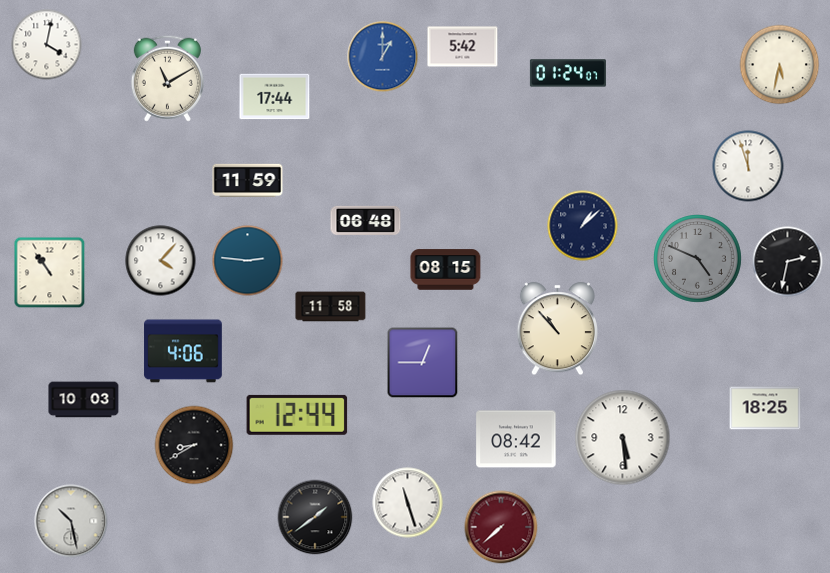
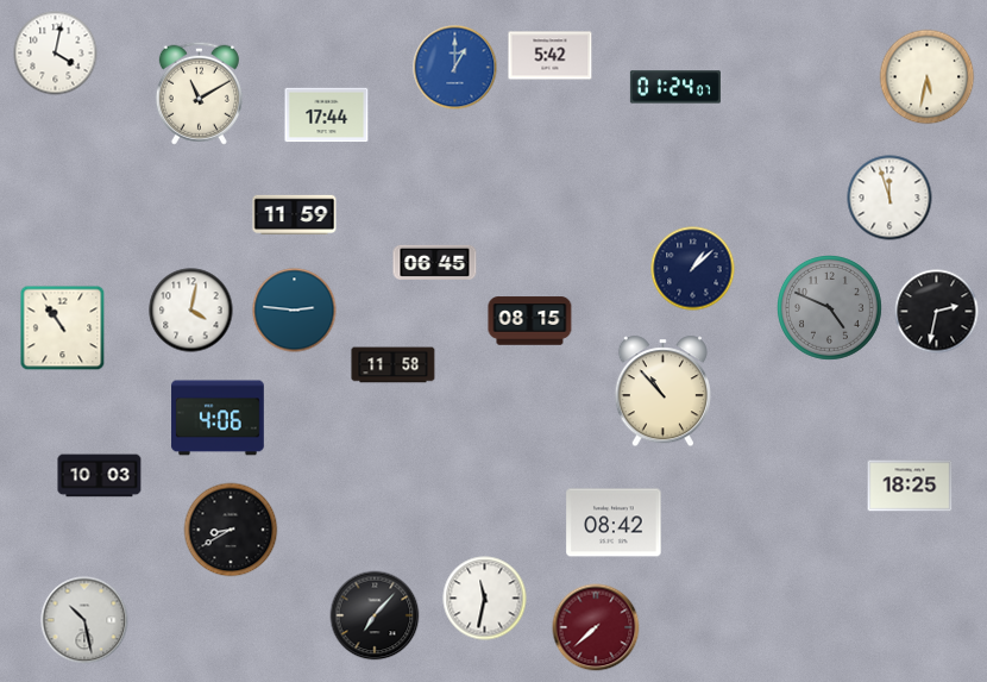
clock at (366, 220): 06:48 -> 06:45
clock at (161, 261): 4:07 -> 4:02
clock at (50, 273) position: (50, 273) -> (63, 329)
clock at (423, 363): 12:45 -> none
clock at (297, 415): 12:44 -> none
clock at (623, 438): 5:29 -> none
clock at (408, 503): 11:27 -> 11:32
clock at (315, 517): 1:39 -> 7:07
